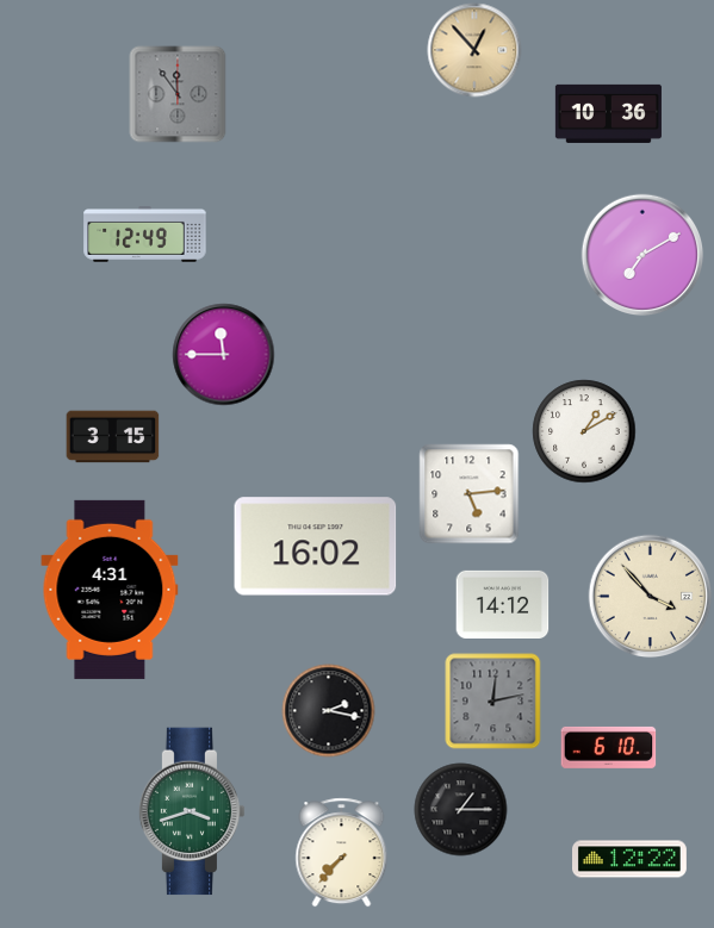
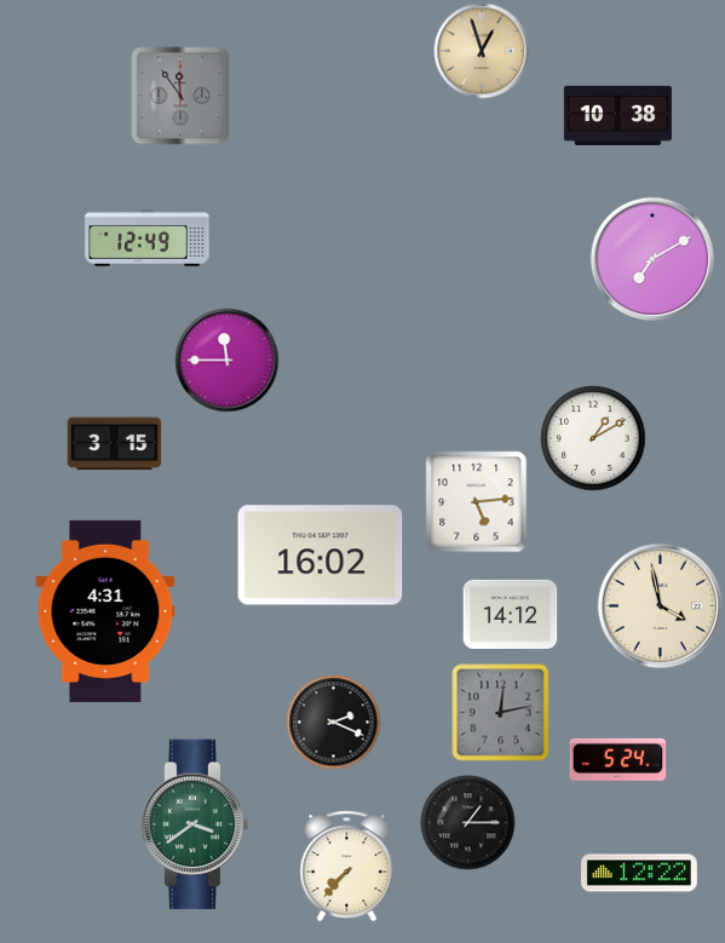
clock at (474, 50): 12:53 -> 12:57
clock at (608, 113): 10:36 -> 10:38
clock at (110, 590) position: (110, 590) -> (105, 611)
clock at (650, 596): 3:53 -> 3:58
clock at (328, 710): 2:17 -> 2:19
clock at (608, 747): 6:10 -> 5:24
clock at (192, 811): 3:42 -> 3:39
